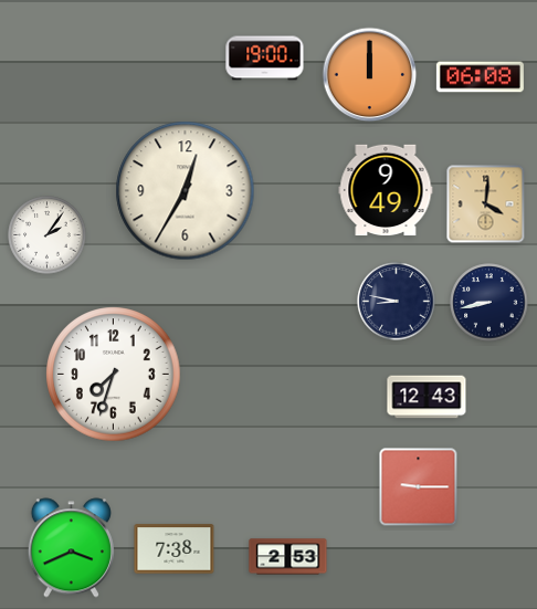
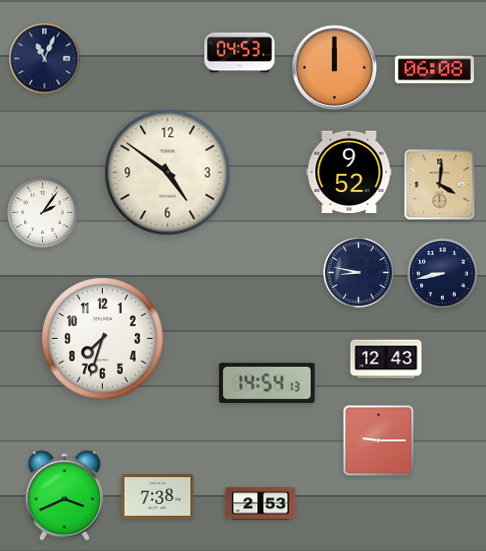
clock at (265, 59): 19:00 -> 04:53
clock at (45, 59): none -> 11:04
clock at (386, 190): 9:49 -> 9:52
clock at (186, 191): 12:35 -> 4:51
clock at (267, 383): none -> 14:54
